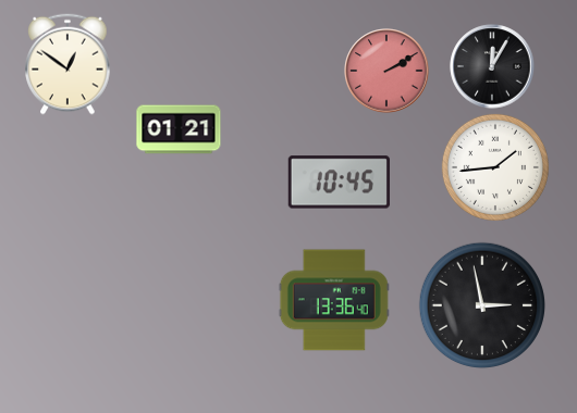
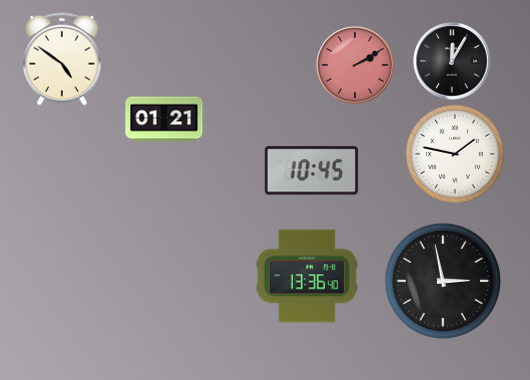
clock at (67, 64): 12:51 -> 4:51
clock at (495, 167): 1:44 -> 1:47
clock at (339, 183) position: (339, 183) -> (311, 171)
